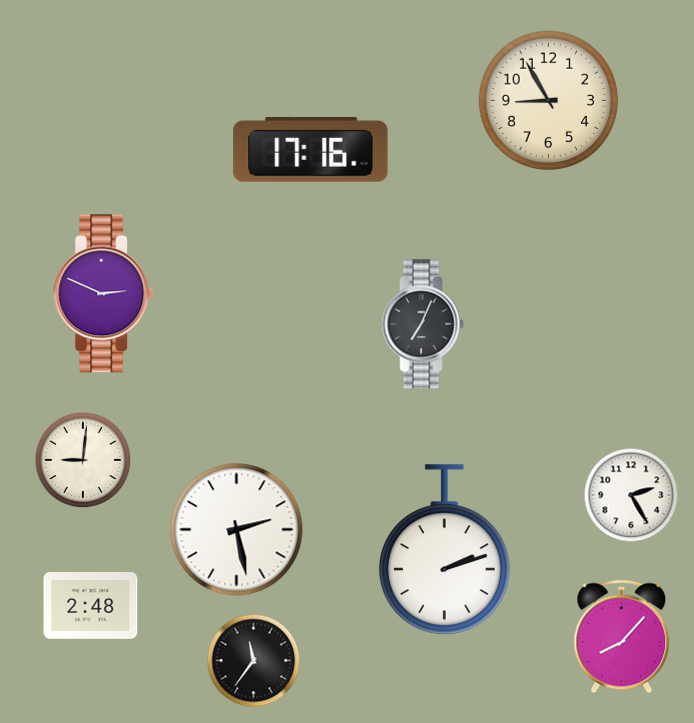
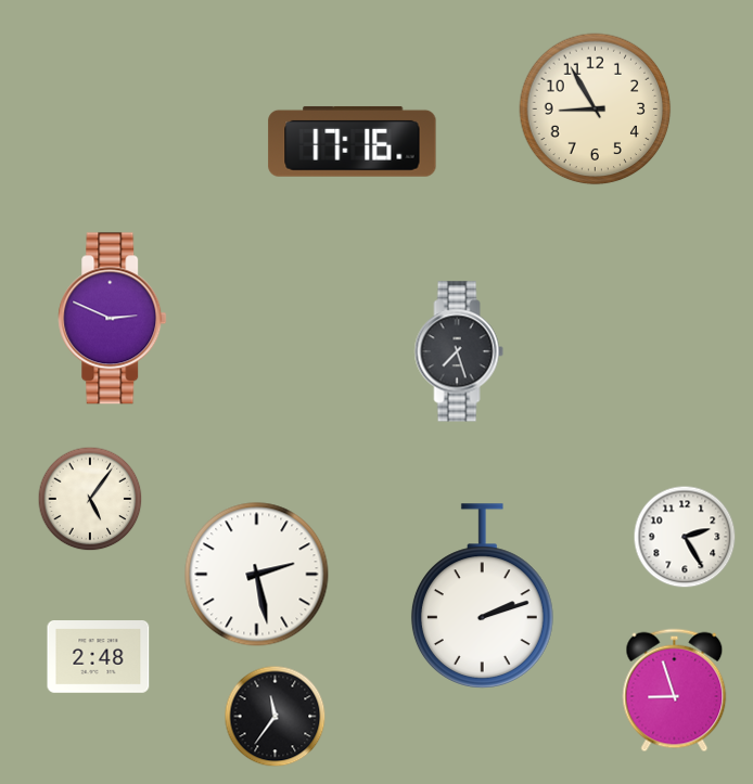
clock at (311, 149) position: (311, 149) -> (353, 141)
clock at (423, 324): 7:04 -> 7:27
clock at (83, 460): 9:01 -> 5:06
clock at (622, 637): 8:07 -> 8:57
